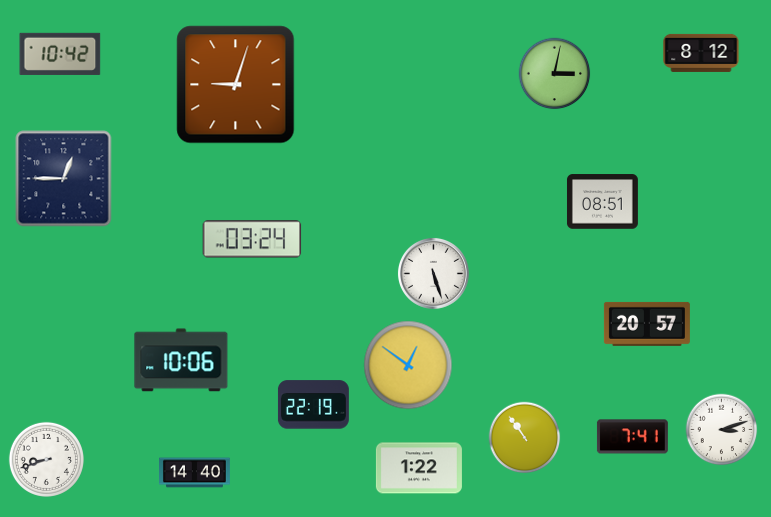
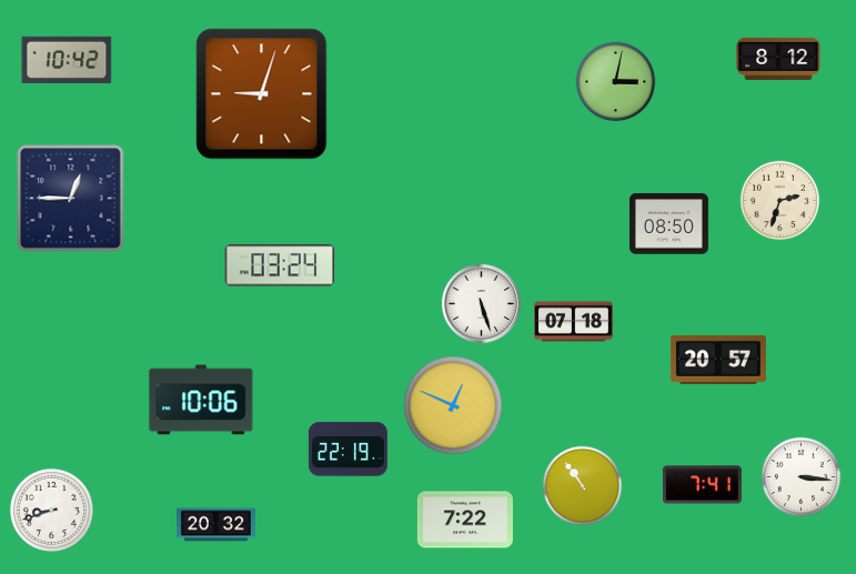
clock at (781, 201): none -> 2:33
clock at (602, 202): 08:51 -> 08:50
clock at (573, 322): none -> 07:18
clock at (408, 365): 12:51 -> 12:49
clock at (722, 430): 3:12 -> 3:16
clock at (419, 468): 1:22 -> 7:22
clock at (195, 473): 14:40 -> 20:32
